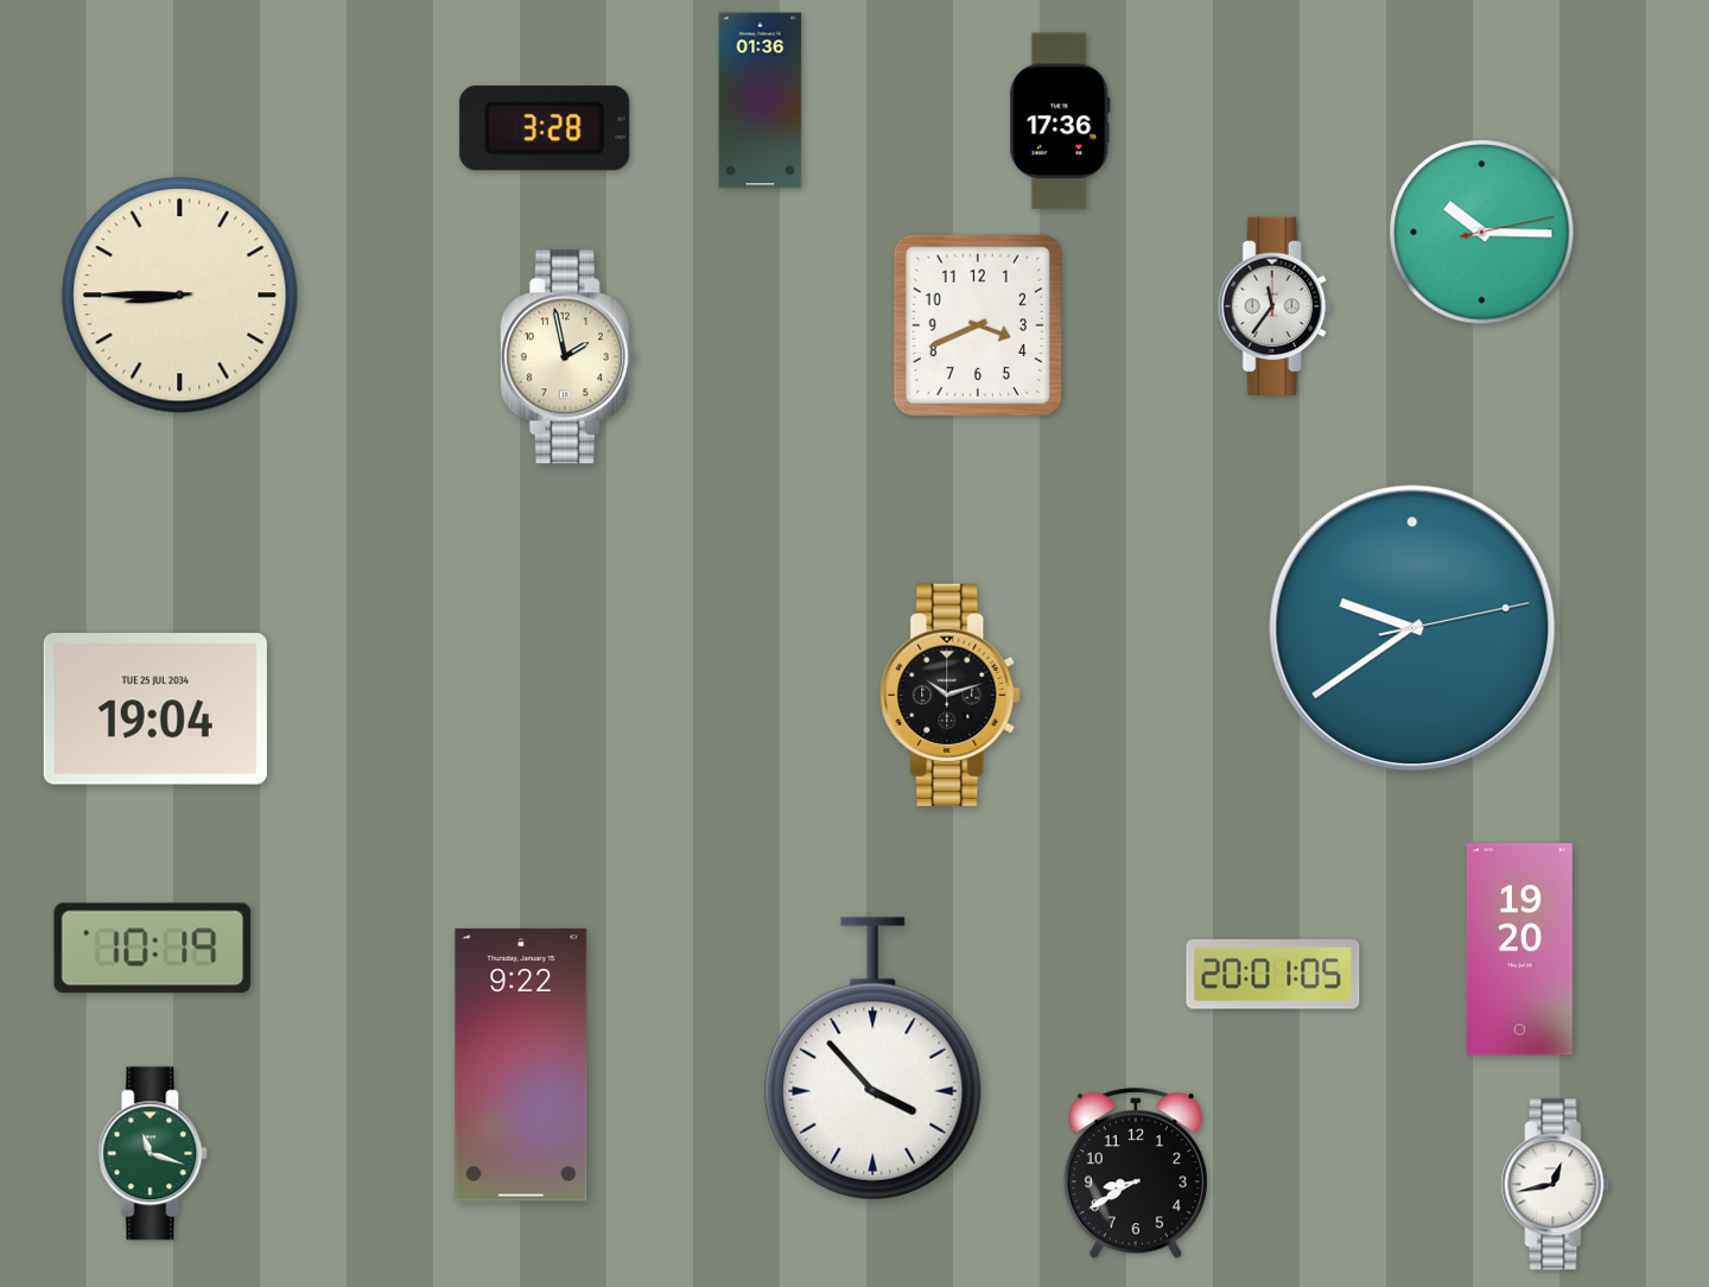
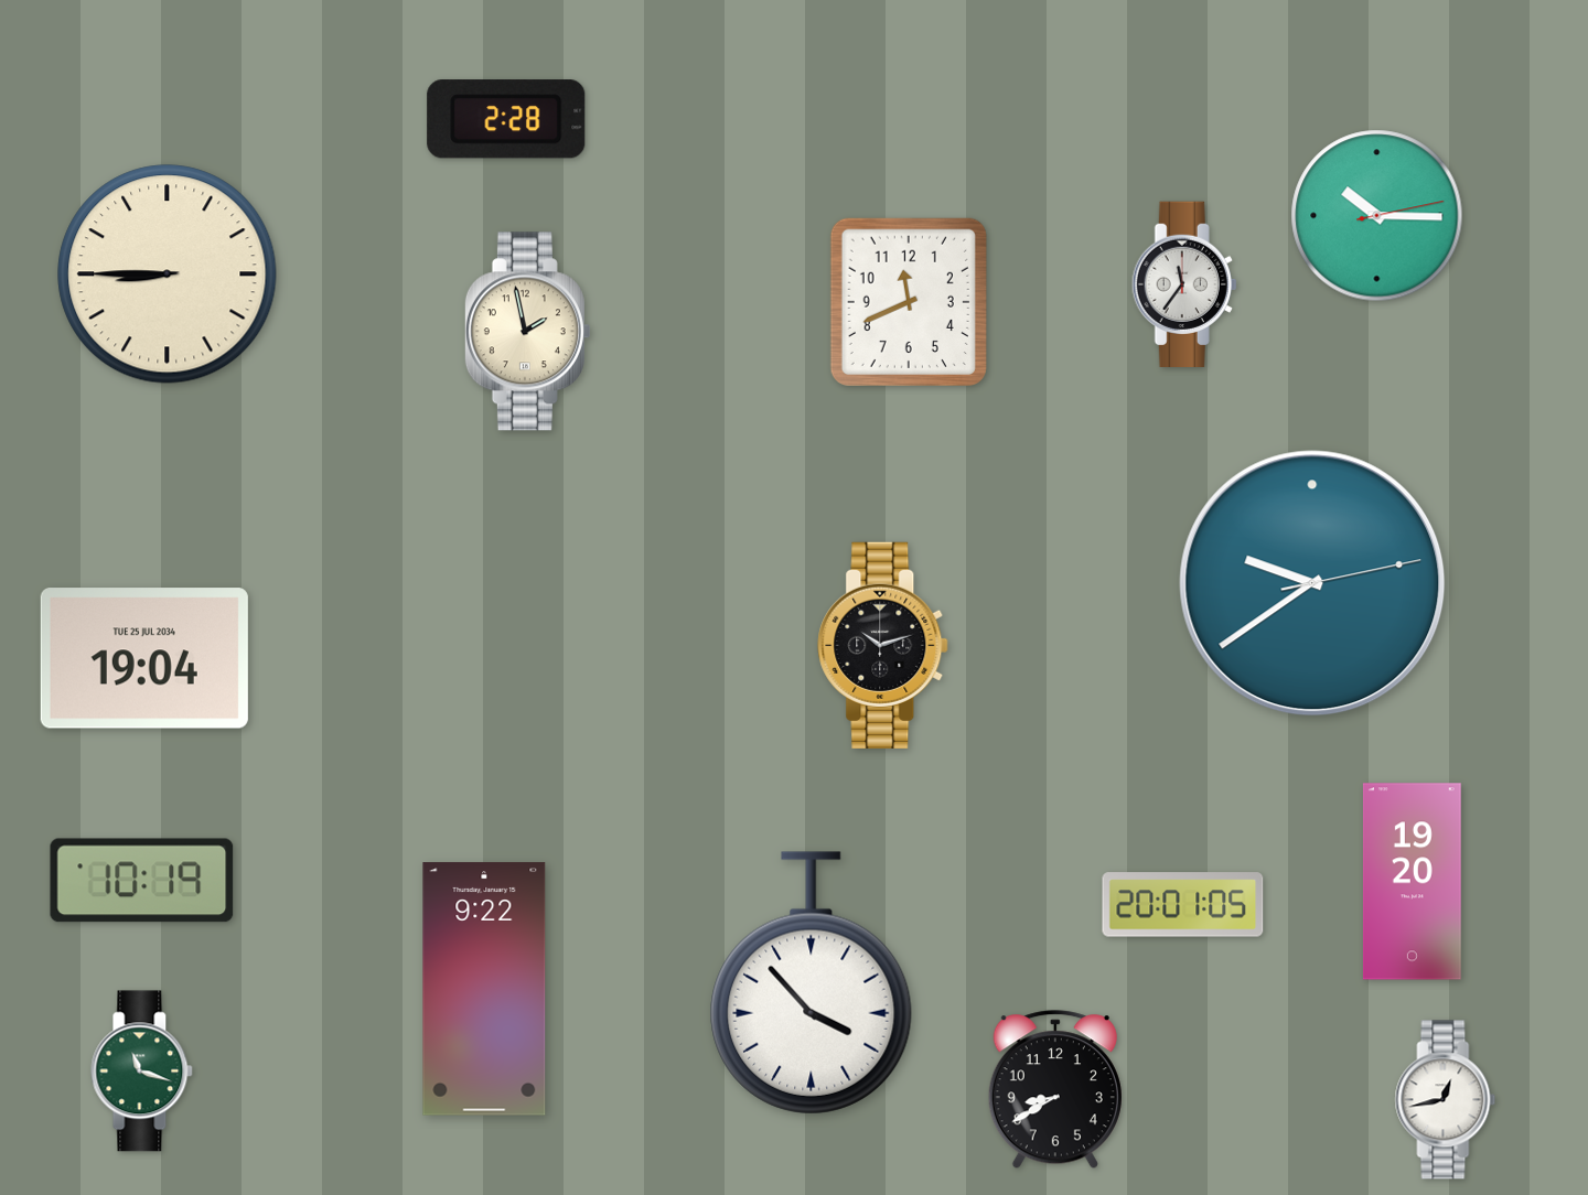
clock at (761, 101): 01:36 -> none
clock at (1060, 121): 17:36 -> none
clock at (545, 128): 3:28 -> 2:28
clock at (978, 325): 3:41 -> 11:41
